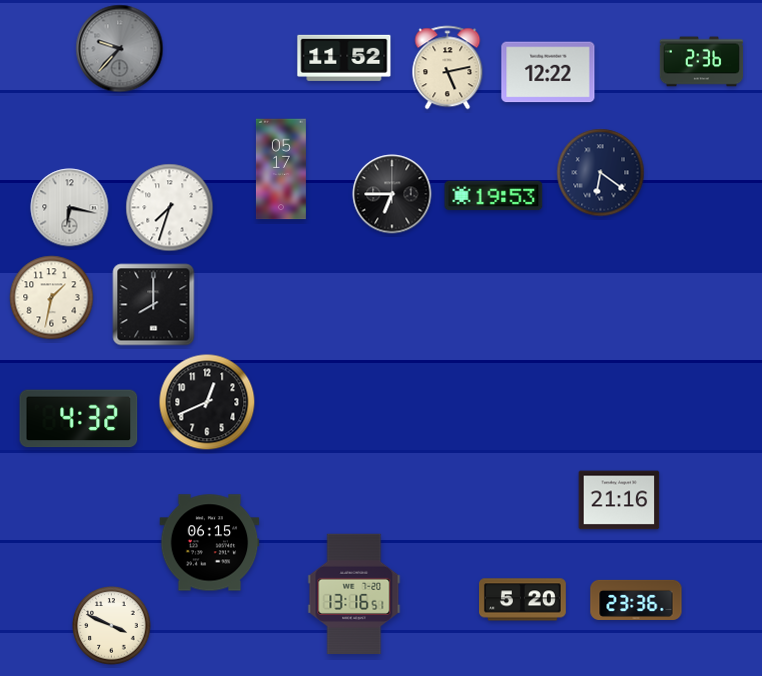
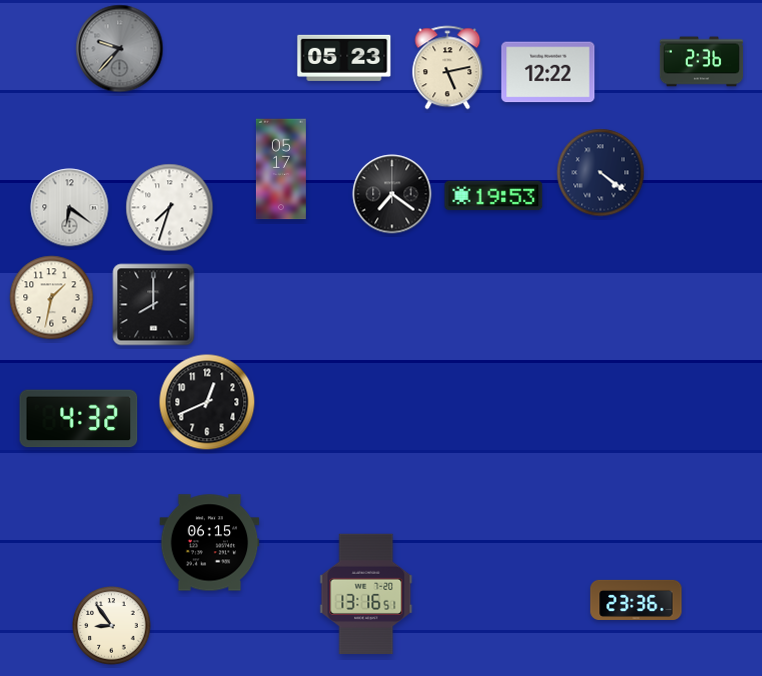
clock at (344, 58): 11:52 -> 05:23
clock at (601, 173): 6:21 -> 4:21
clock at (392, 194): 6:45 -> 7:21
clock at (70, 208): 6:17 -> 6:21
clock at (619, 500): 21:16 -> none
clock at (354, 594) position: (354, 594) -> (366, 594)
clock at (523, 600): 5:20 -> none
clock at (112, 626): 3:49 -> 8:54
